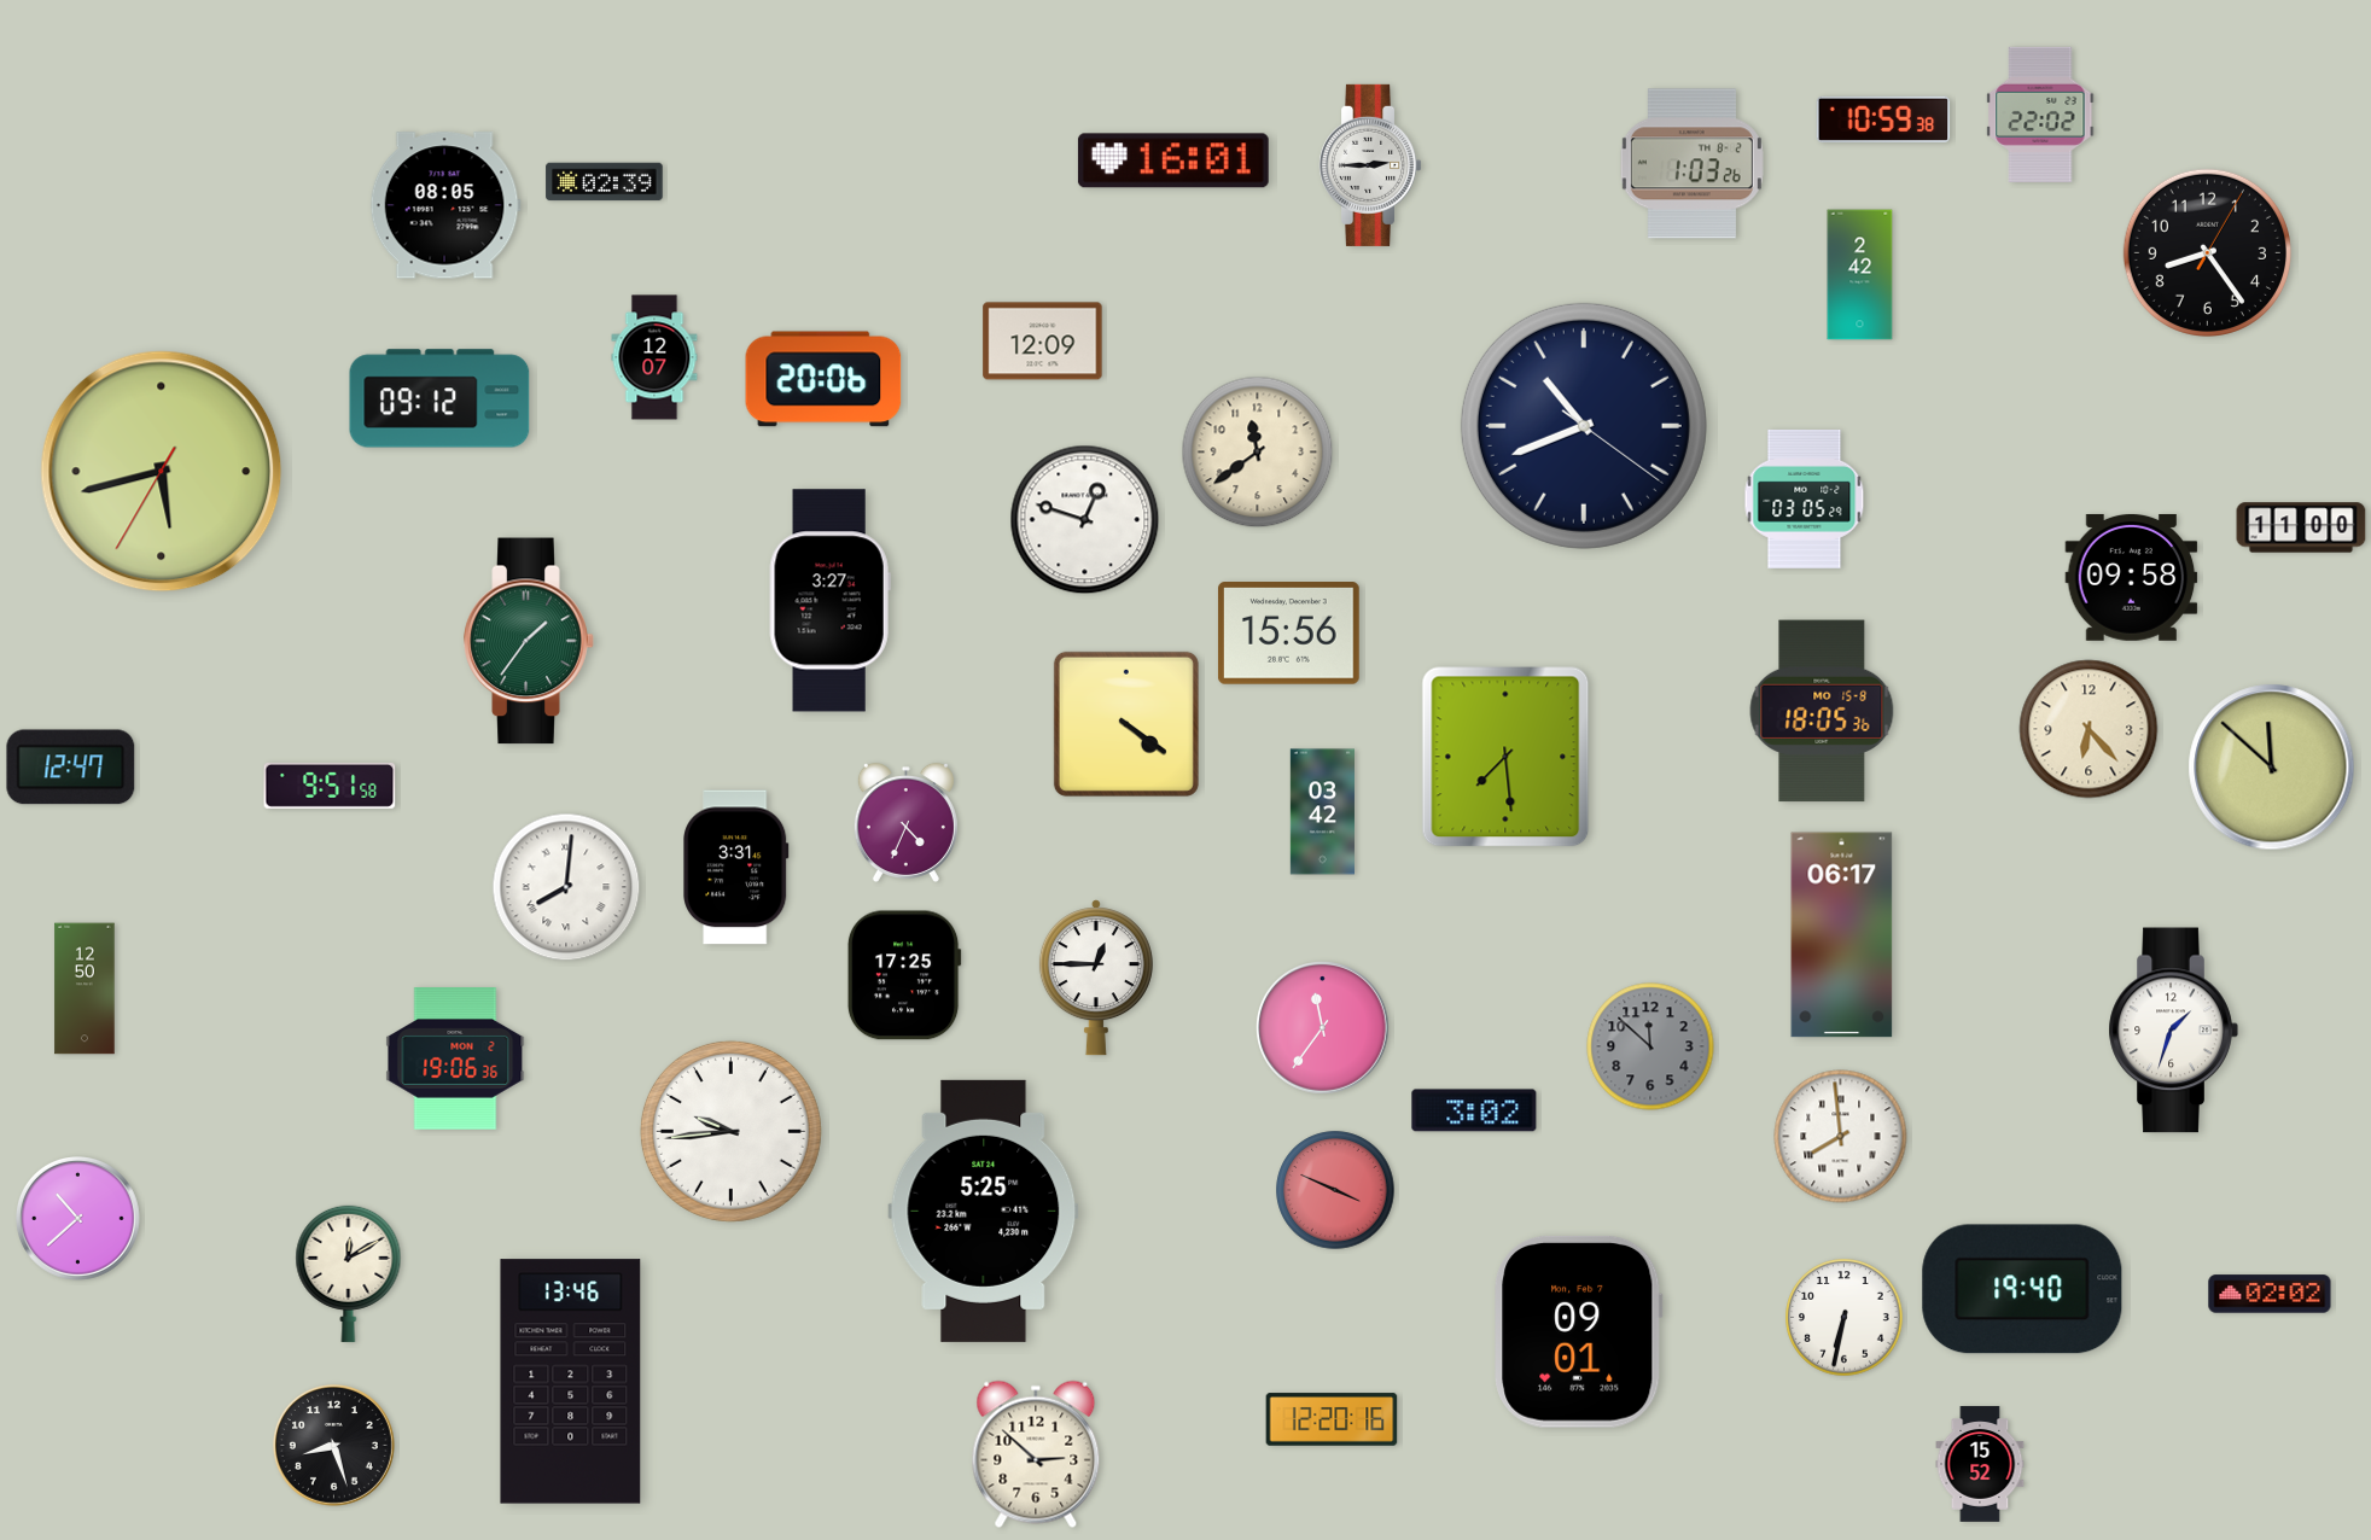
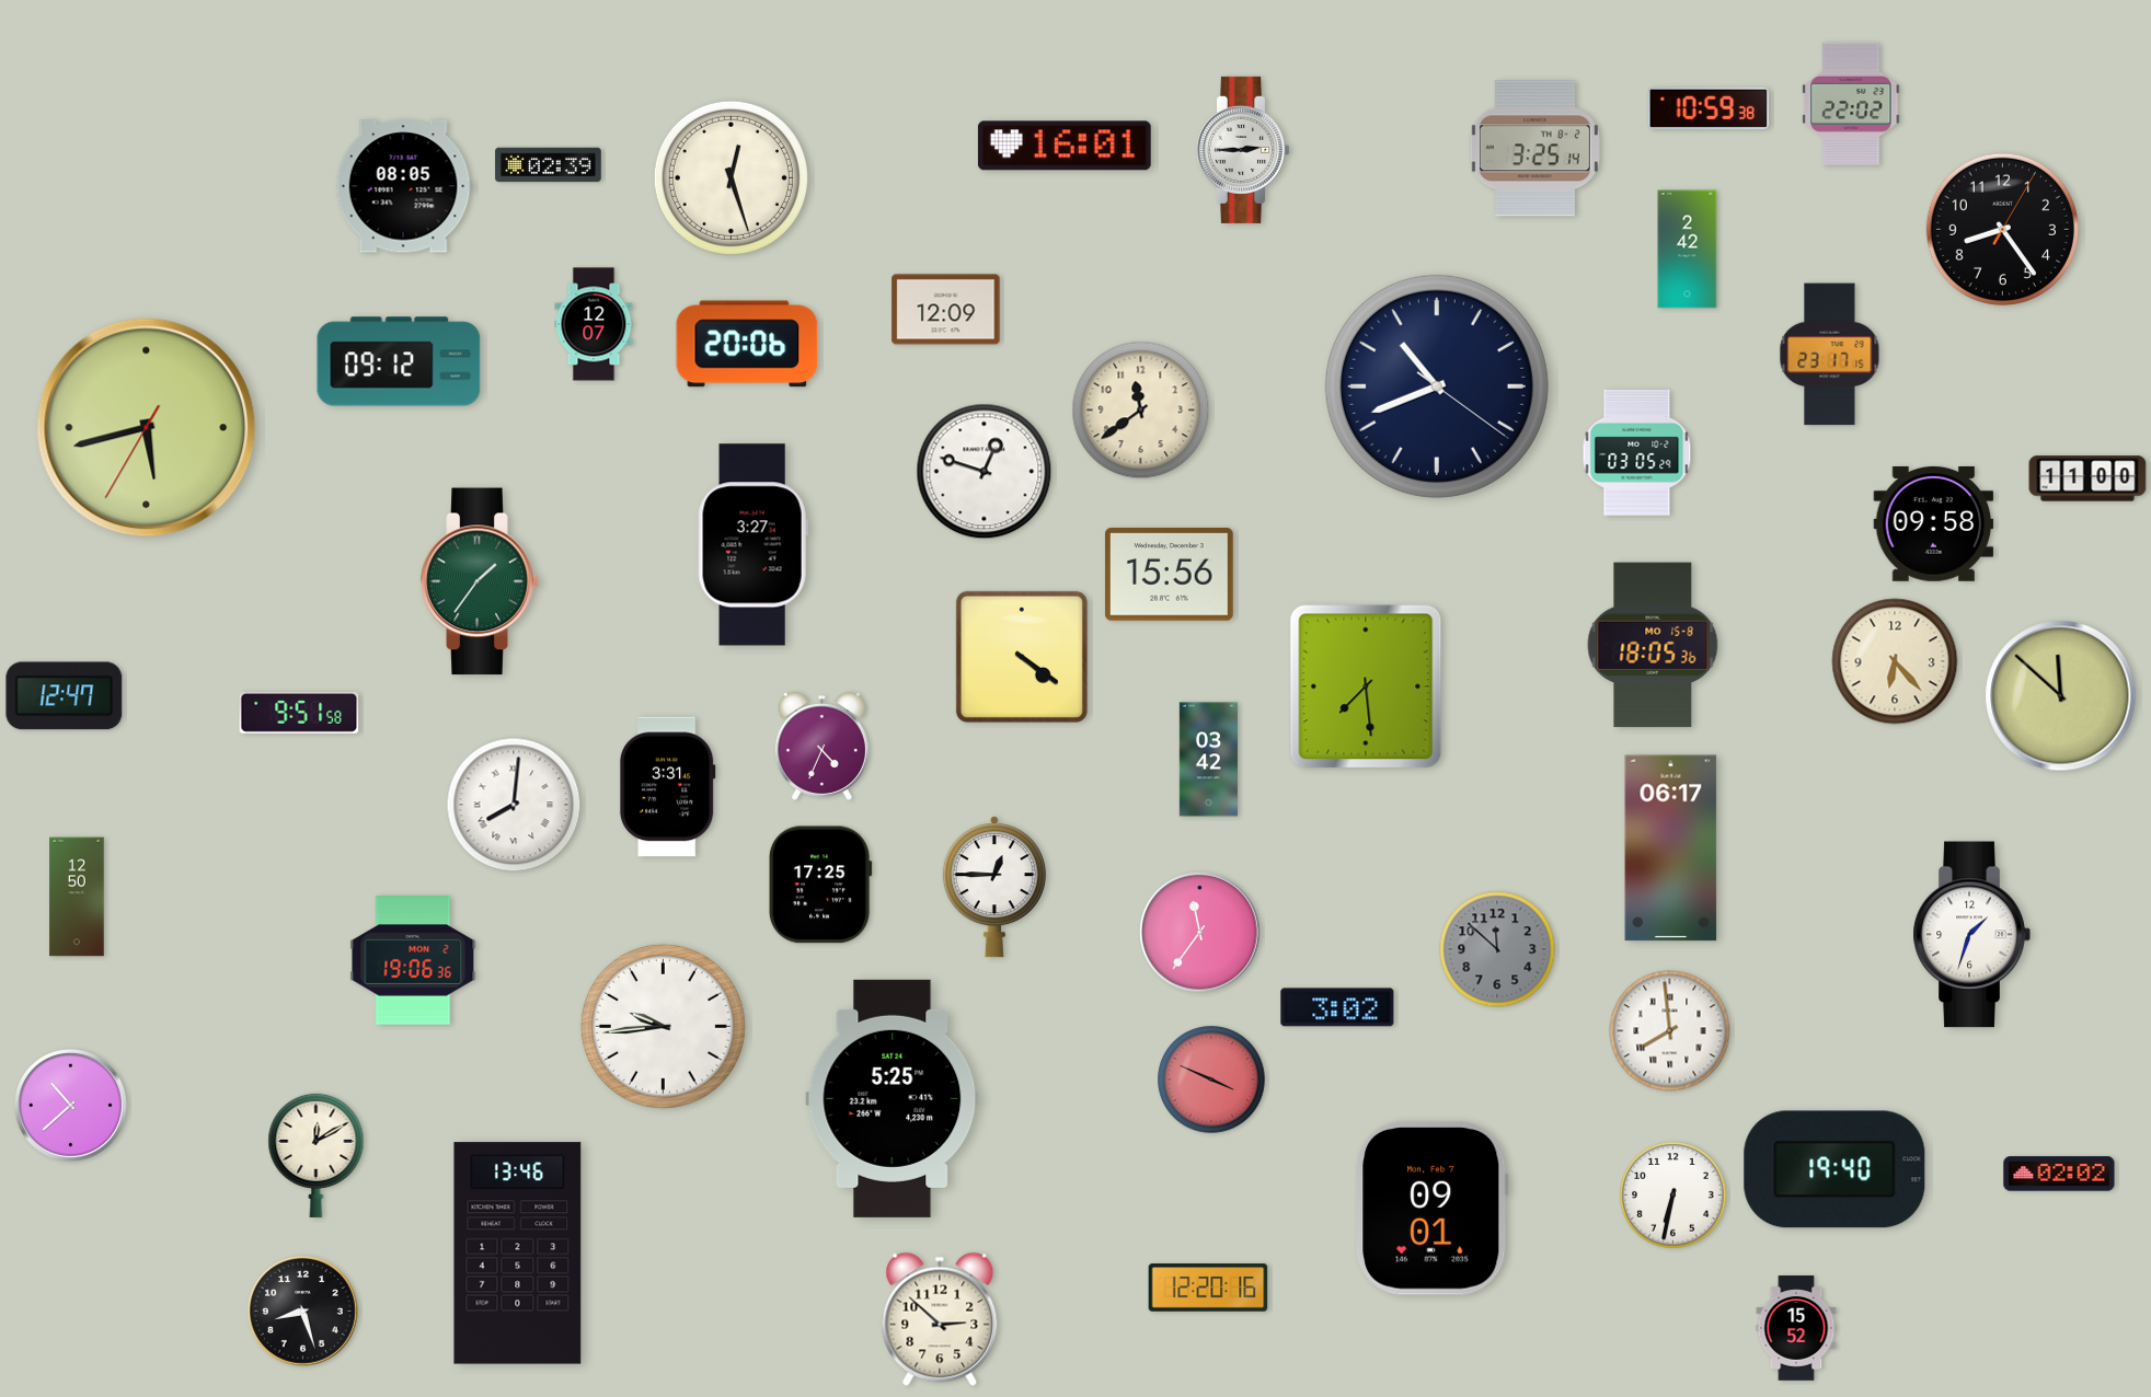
clock at (1691, 164): 1:03 -> 3:25
clock at (731, 177): none -> 12:27
clock at (1830, 355): none -> 23:17
clock at (1322, 812) position: (1322, 812) -> (1208, 760)
